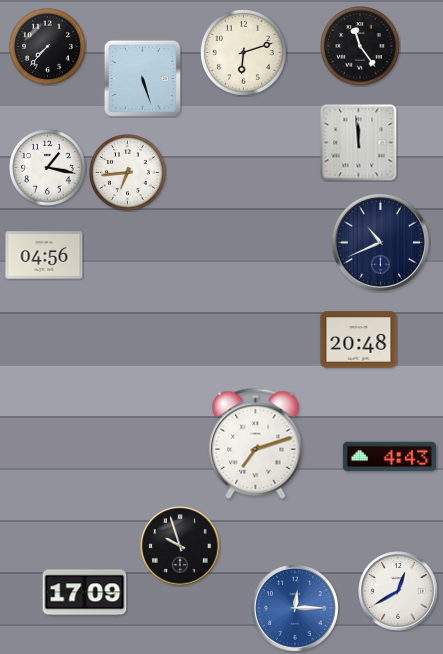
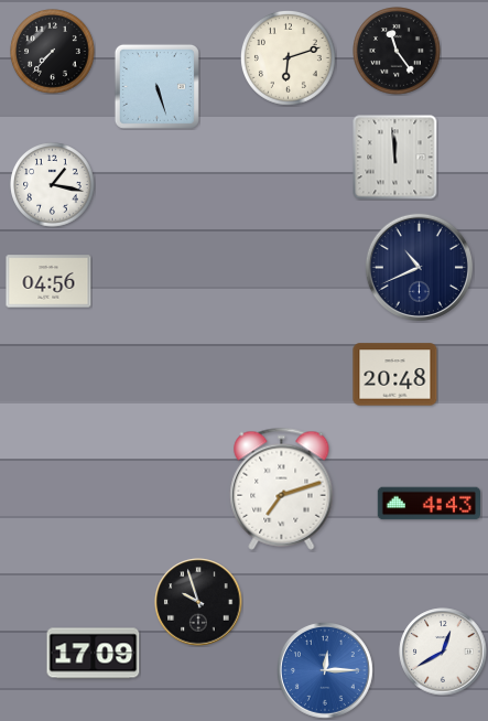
clock at (243, 52) position: (243, 52) -> (288, 57)
clock at (128, 173): 6:44 -> none
clock at (398, 591) position: (398, 591) -> (443, 652)
